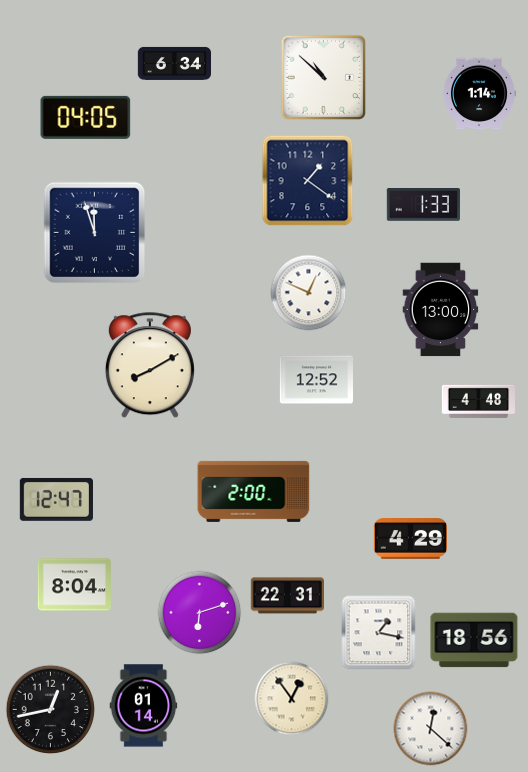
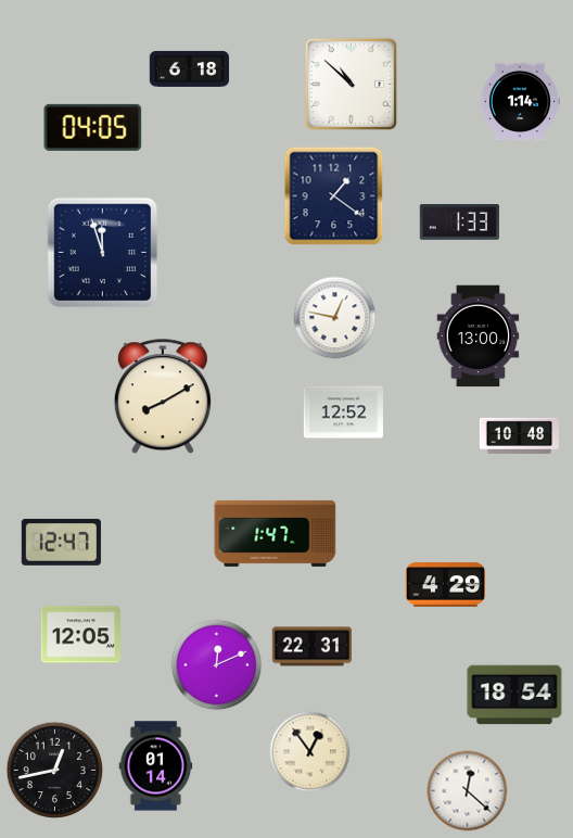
clock at (174, 63): 6:34 -> 6:18
clock at (309, 293): 12:49 -> 12:47
clock at (478, 401): 4:48 -> 10:48
clock at (254, 491): 2:00 -> 1:47
clock at (74, 585): 8:04 -> 12:05
clock at (200, 613): 6:12 -> 12:11
clock at (379, 633): 1:17 -> none
clock at (474, 640): 18:56 -> 18:54
clock at (292, 699) position: (292, 699) -> (310, 752)
